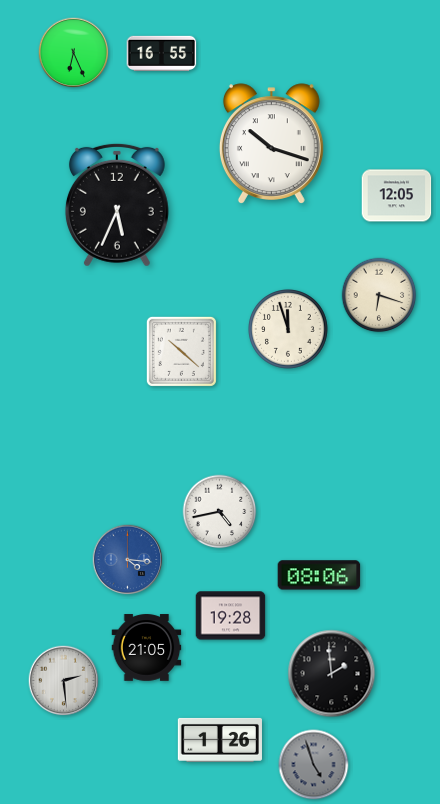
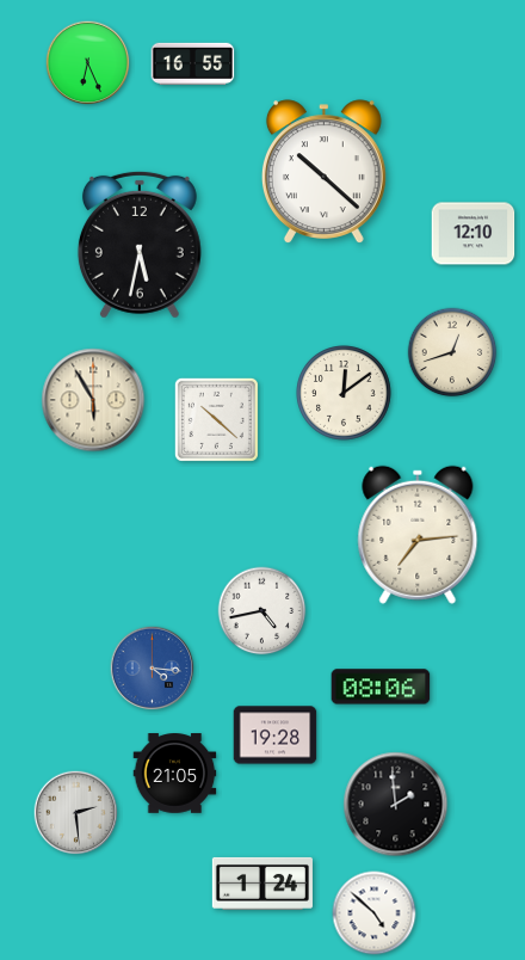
clock at (271, 144): 10:18 -> 10:22
clock at (397, 196): 12:05 -> 12:10
clock at (117, 205): 5:34 -> 5:32
clock at (379, 295): 6:18 -> 12:42
clock at (289, 330): 11:57 -> 12:09
clock at (93, 400): none -> 5:55
clock at (418, 535): none -> 7:14
clock at (220, 740): 1:26 -> 1:24
clock at (314, 765): 4:57 -> 4:52
clock at (314, 765) dial: grey -> white
